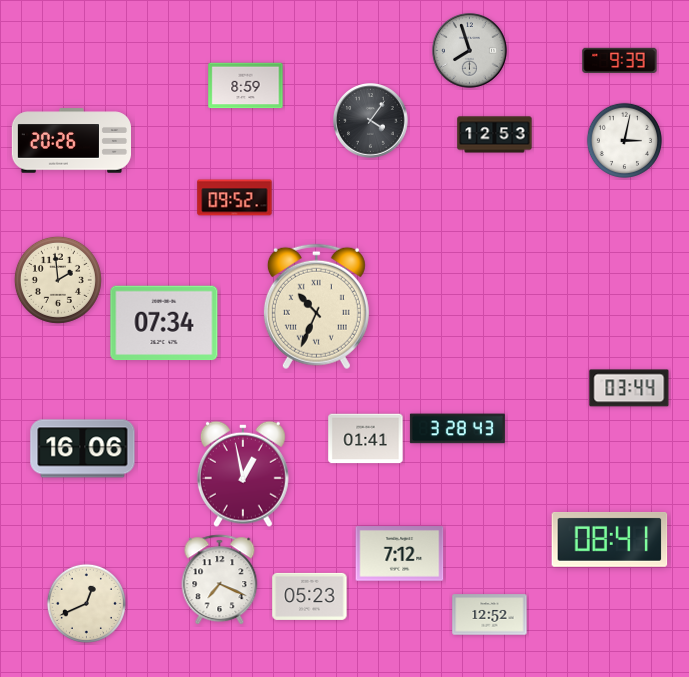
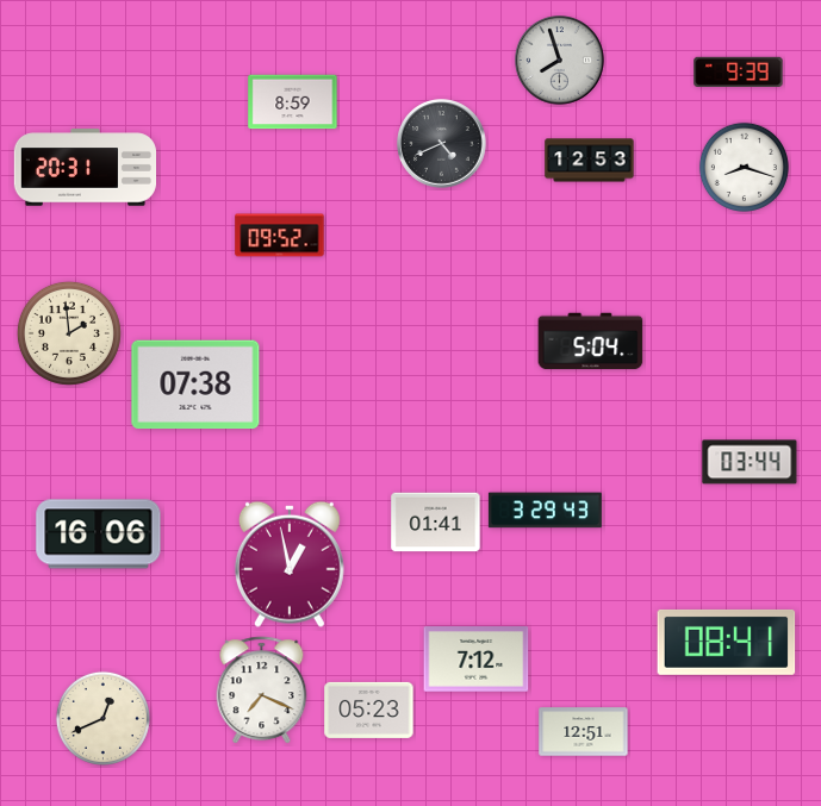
clock at (371, 121): 4:06 -> 4:41
clock at (624, 140): 3:02 -> 8:18
clock at (71, 141): 20:26 -> 20:31
clock at (591, 342): none -> 5:04
clock at (316, 307): 10:34 -> none
clock at (164, 323): 07:34 -> 07:38
clock at (457, 429): 3:28 -> 3:29
clock at (490, 615): 12:52 -> 12:51
